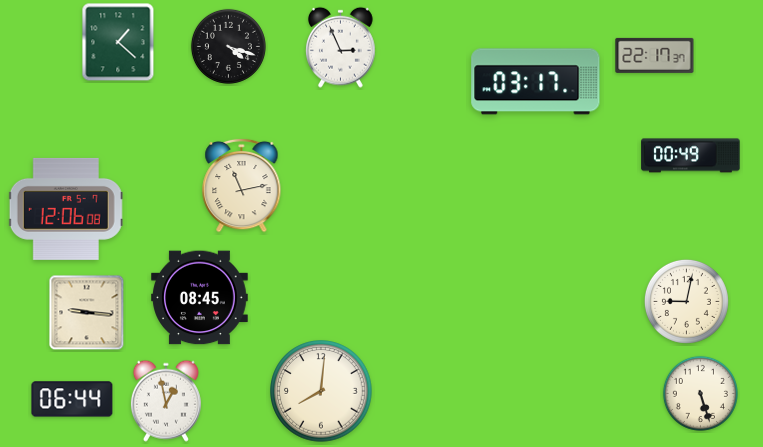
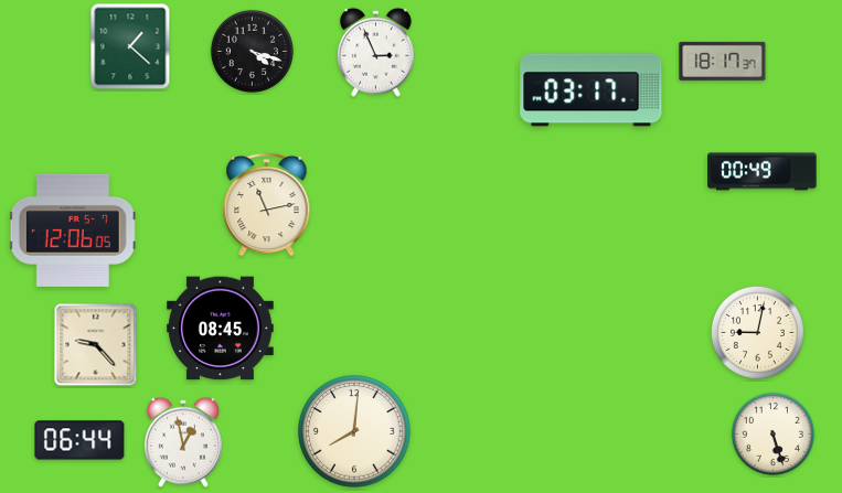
clock at (655, 55): 22:17 -> 18:17
clock at (66, 209): 12:06:08 -> 12:06:05
clock at (87, 313): 9:16 -> 9:23
